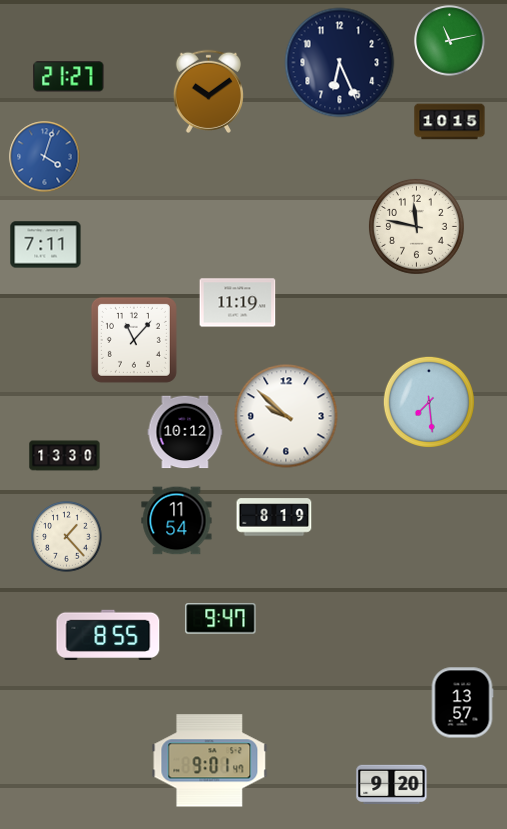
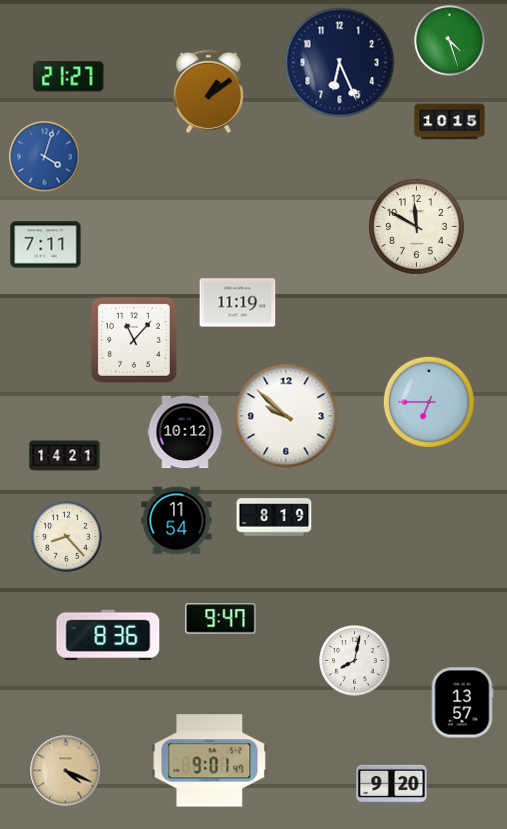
clock at (450, 41): 11:13 -> 4:27
clock at (208, 91): 10:09 -> 1:09
clock at (417, 227): 11:47 -> 11:50
clock at (429, 402): 7:29 -> 6:45
clock at (65, 456): 13:30 -> 14:21
clock at (67, 537): 1:23 -> 8:23
clock at (108, 634): 8:55 -> 8:36
clock at (355, 661): none -> 8:02
clock at (66, 771): none -> 4:19
